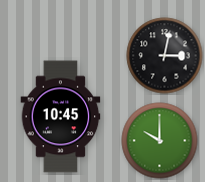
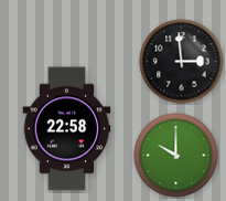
clock at (165, 56): 3:02 -> 2:59
clock at (61, 117): 10:45 -> 22:58
